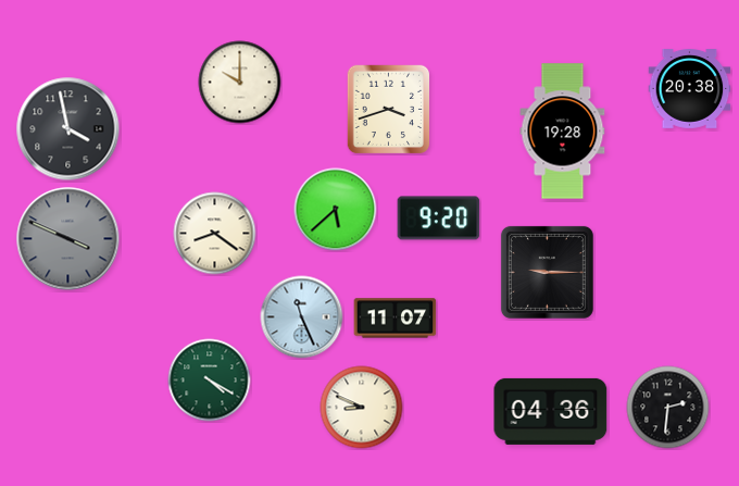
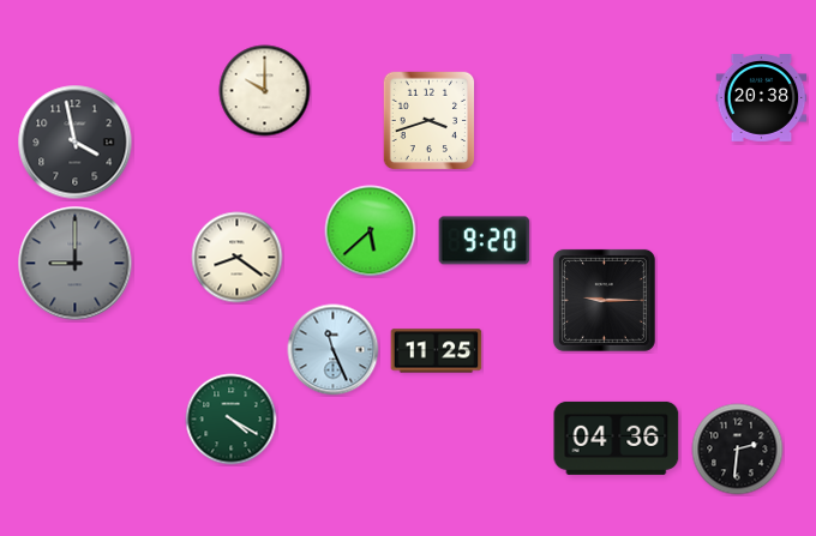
clock at (563, 132): 19:28 -> none
clock at (68, 239): 3:49 -> 9:00
clock at (396, 319): 11:07 -> 11:25
clock at (362, 408): 8:49 -> none
clock at (551, 411) position: (551, 411) -> (617, 438)
